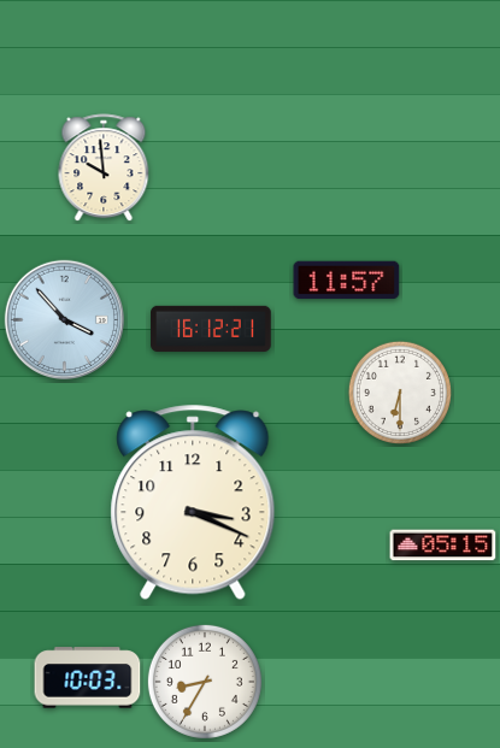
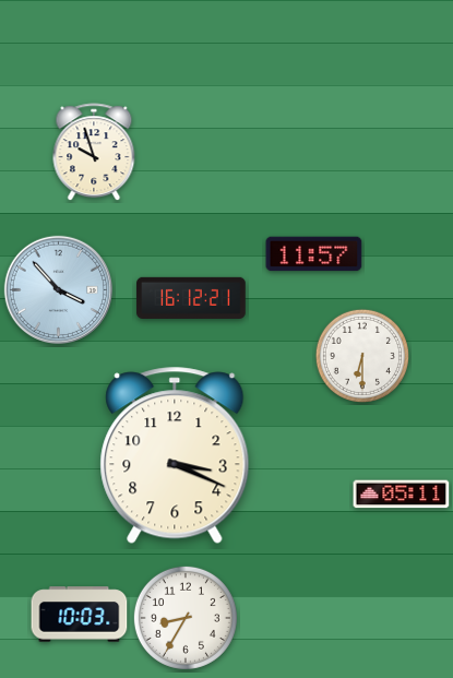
clock at (104, 169): 9:59 -> 9:57
clock at (443, 546): 05:15 -> 05:11
